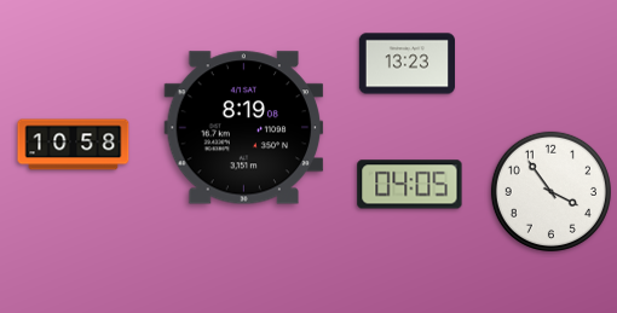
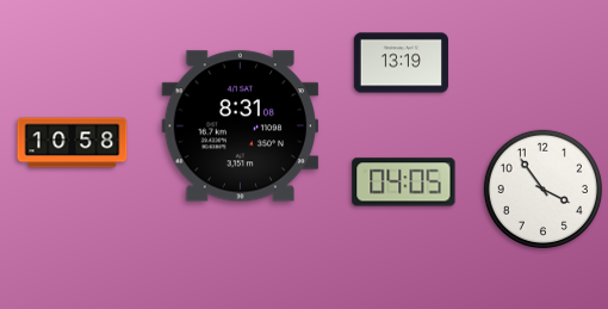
clock at (406, 64): 13:23 -> 13:19
clock at (244, 128): 8:19 -> 8:31
